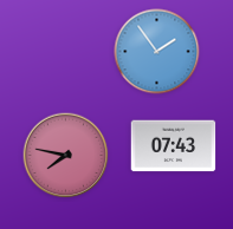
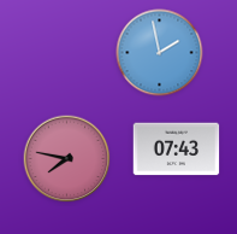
clock at (157, 52): 1:54 -> 1:58
